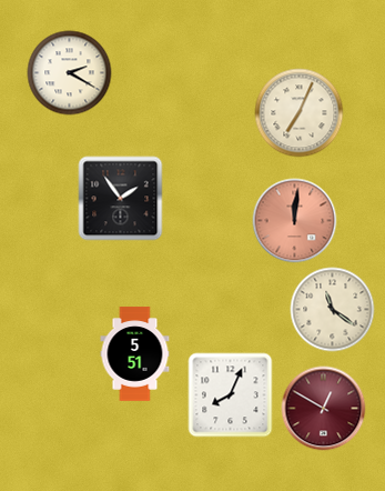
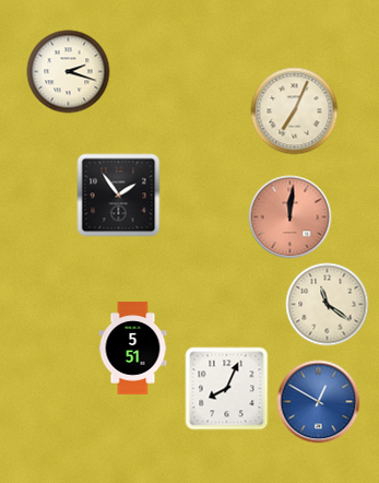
clock at (70, 73): 2:20 -> 2:18
clock at (324, 409) dial: burgundy -> blue
